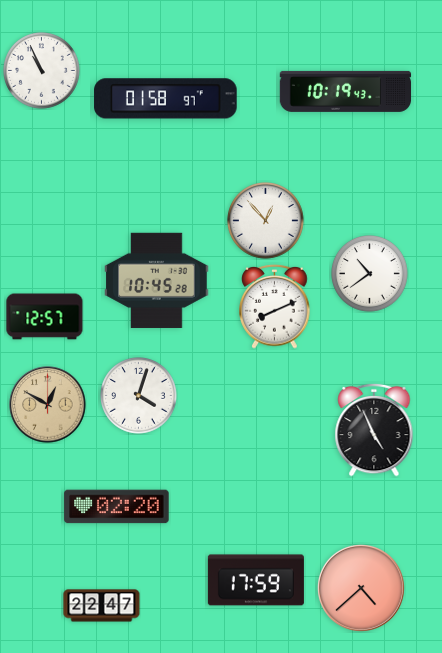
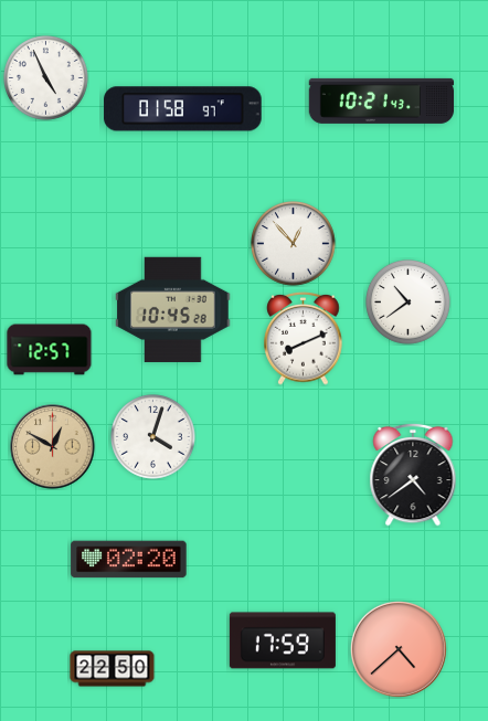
clock at (42, 71): 10:56 -> 4:56
clock at (346, 91): 10:19 -> 10:21
clock at (374, 430): 4:56 -> 4:39
clock at (102, 606): 22:47 -> 22:50
